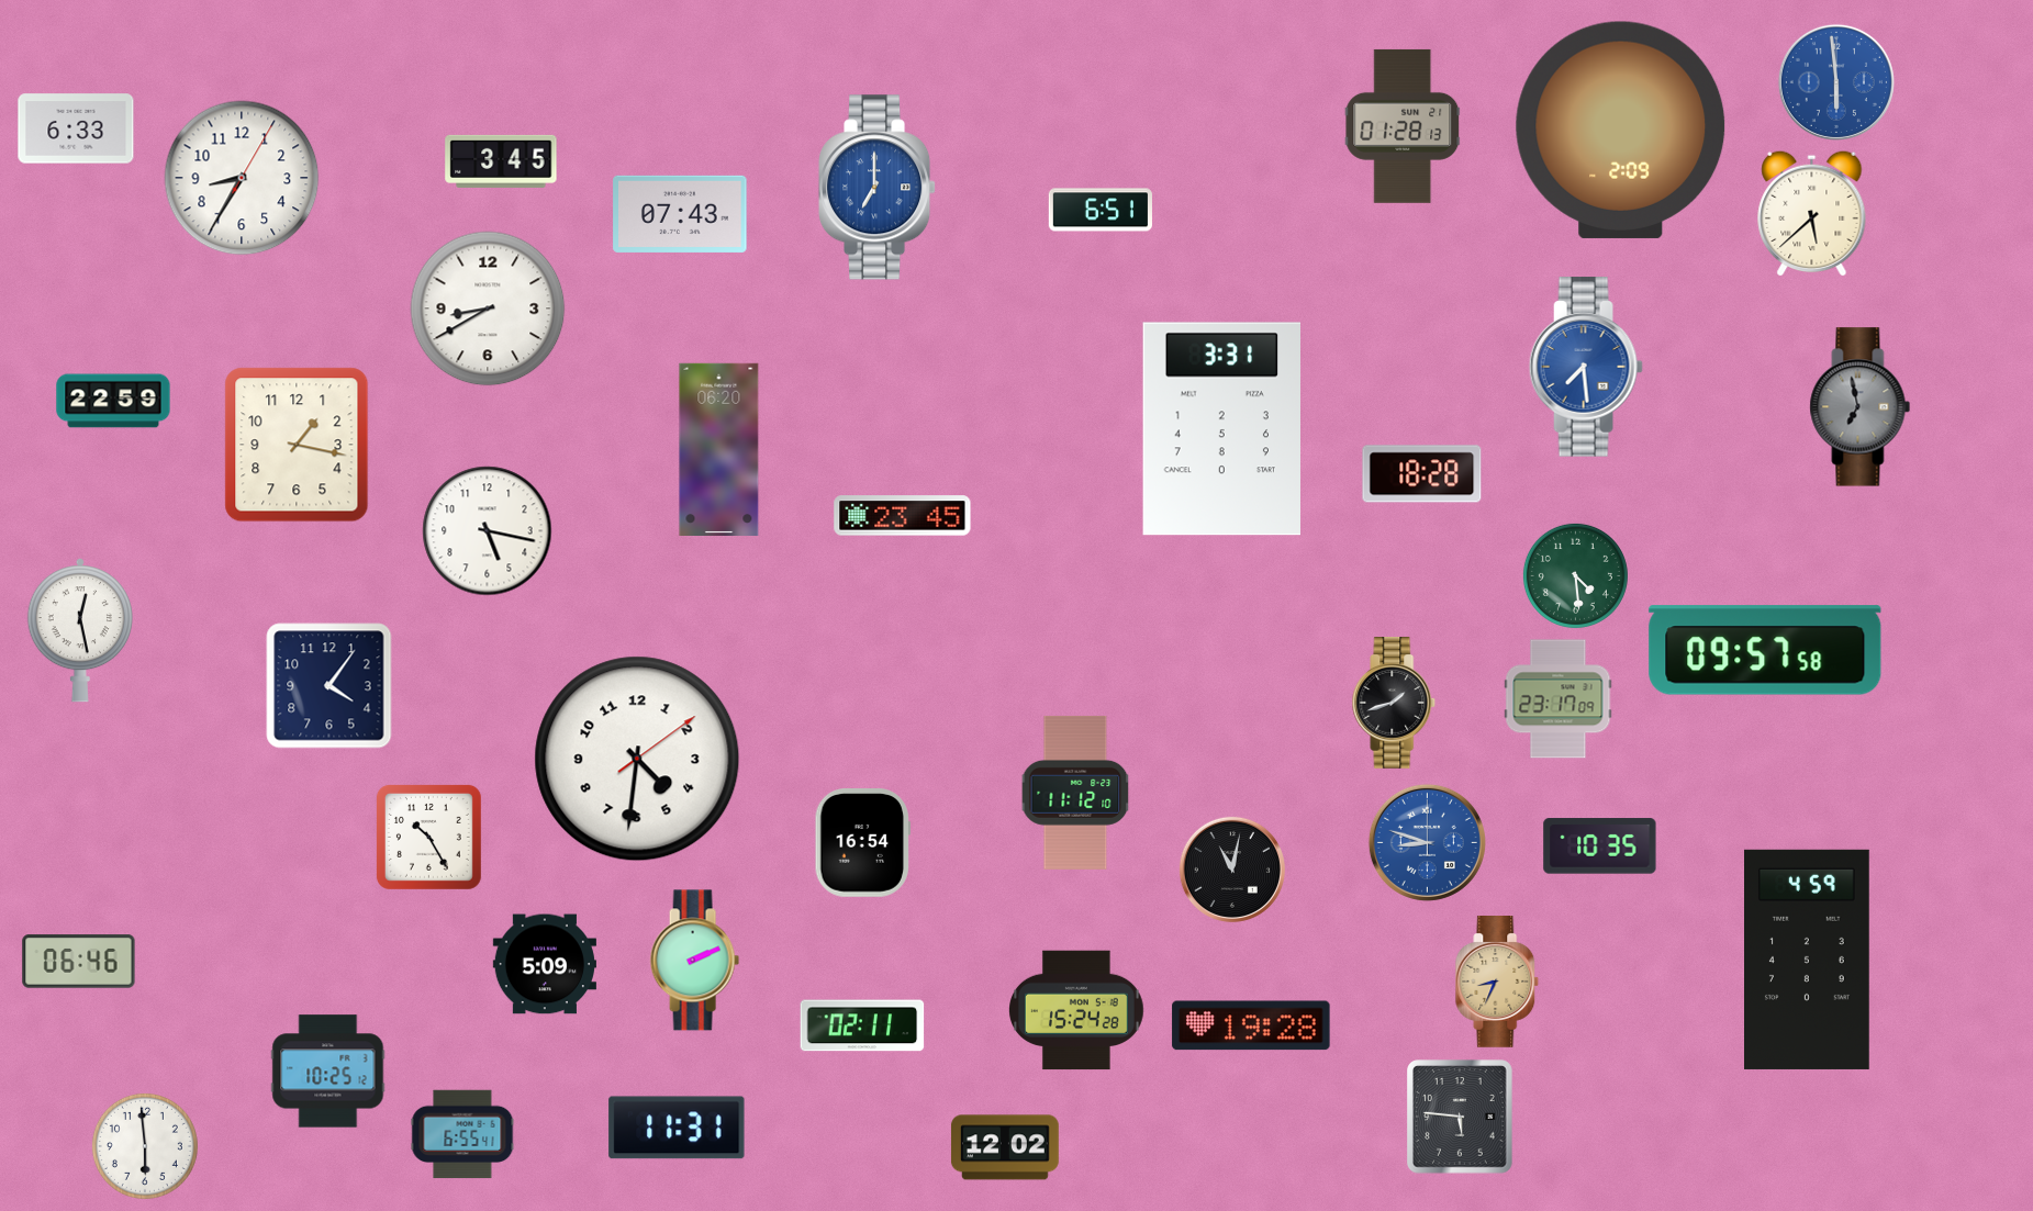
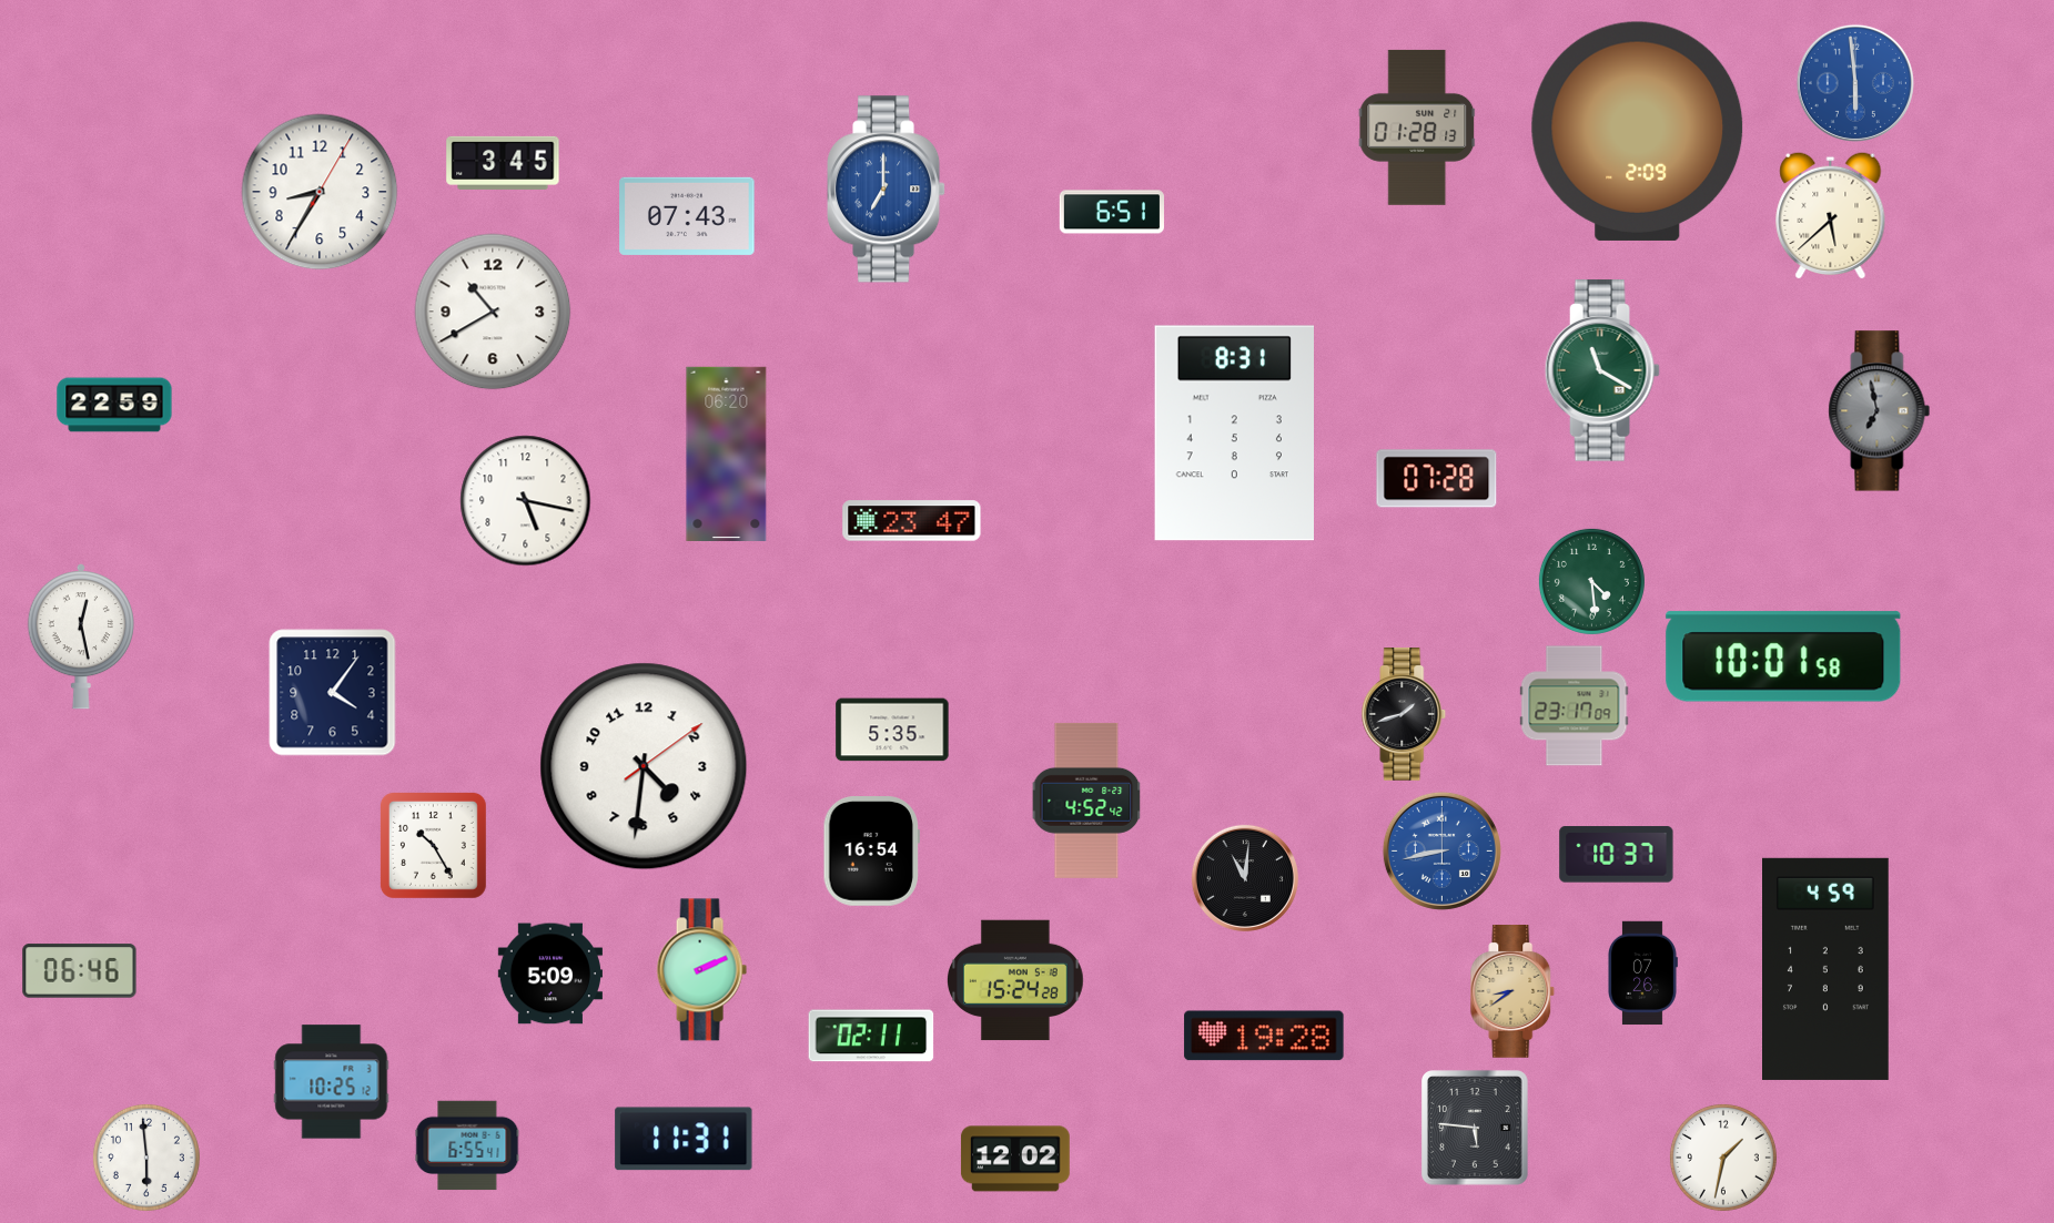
clock at (76, 128): 6:33 -> none
clock at (501, 161) position: (501, 161) -> (503, 163)
clock at (242, 178) position: (242, 178) -> (320, 192)
clock at (488, 309): 8:40 -> 10:40
clock at (1586, 367): 7:29 -> 11:20
clock at (1586, 367) dial: blue -> green
clock at (1222, 429): 3:31 -> 8:31
clock at (297, 445): 1:17 -> none
clock at (1422, 474): 18:28 -> 07:28
clock at (903, 516): 23:45 -> 23:47
clock at (488, 531) position: (488, 531) -> (526, 501)
clock at (1765, 650): 09:57 -> 10:01
clock at (1394, 704) position: (1394, 704) -> (1404, 715)
clock at (892, 730): none -> 5:35
clock at (1075, 793): 11:12 -> 4:52
clock at (1427, 842): 8:48 -> 8:43
clock at (1600, 846): 10:35 -> 10:37
clock at (1232, 870): 11:02 -> 11:01
clock at (1643, 974): none -> 07:26
clock at (1497, 983): 8:34 -> 8:39
clock at (1077, 1010) position: (1077, 1010) -> (1016, 980)
clock at (1723, 1158): none -> 1:32
